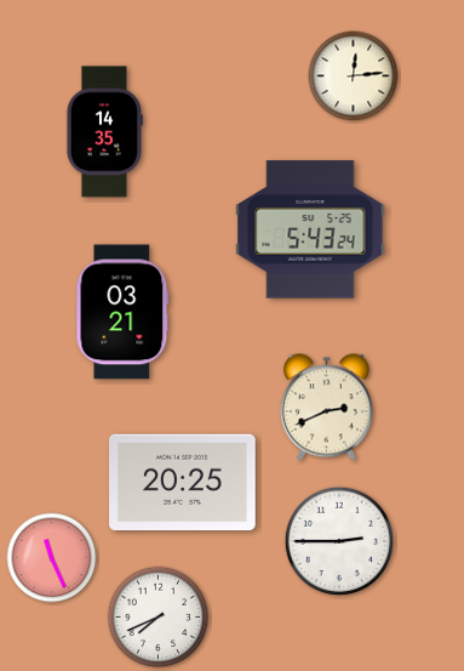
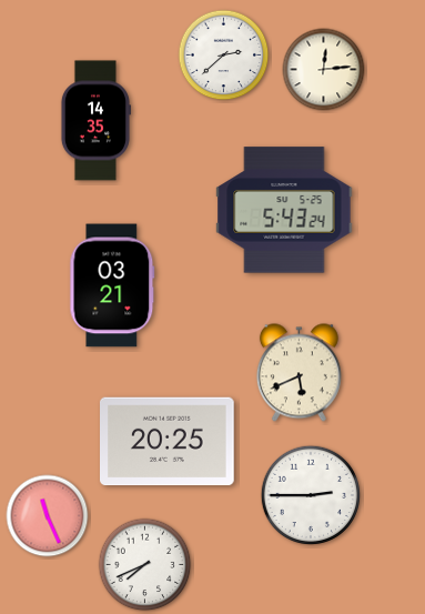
clock at (224, 56): none -> 2:38
clock at (326, 408): 2:41 -> 5:41
clock at (52, 558) position: (52, 558) -> (48, 516)
